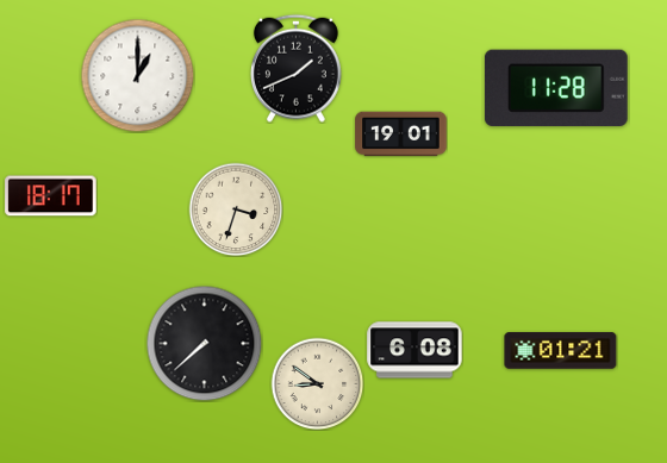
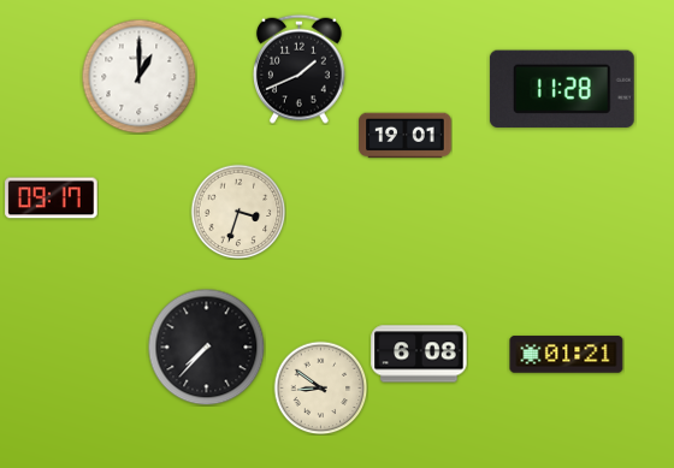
clock at (51, 196): 18:17 -> 09:17
clock at (204, 343): 7:38 -> 7:37
